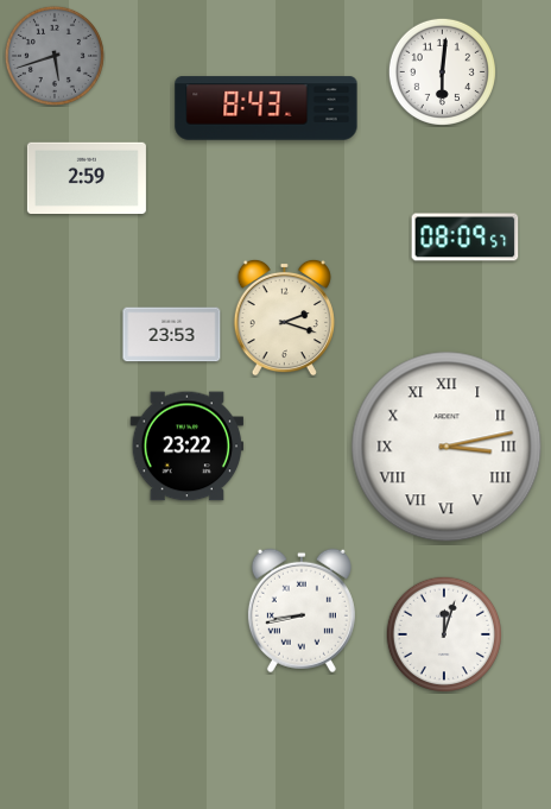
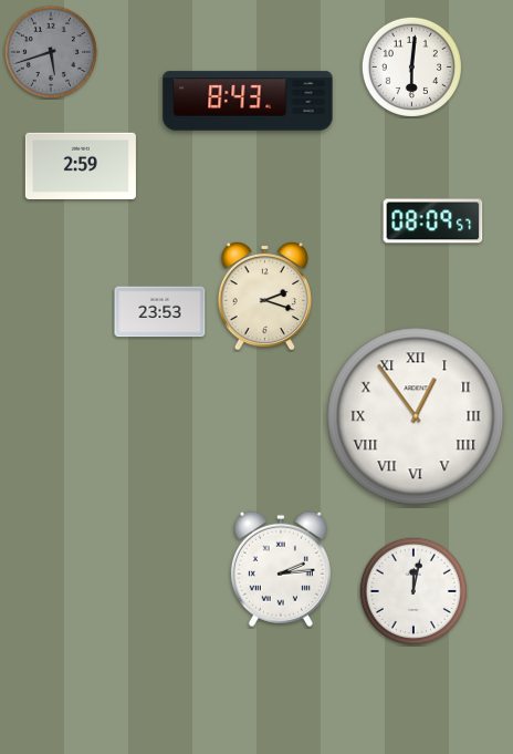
clock at (188, 447): 23:22 -> none
clock at (446, 447): 3:13 -> 12:54
clock at (302, 611): 8:43 -> 2:14
clock at (443, 633): 12:03 -> 12:02
